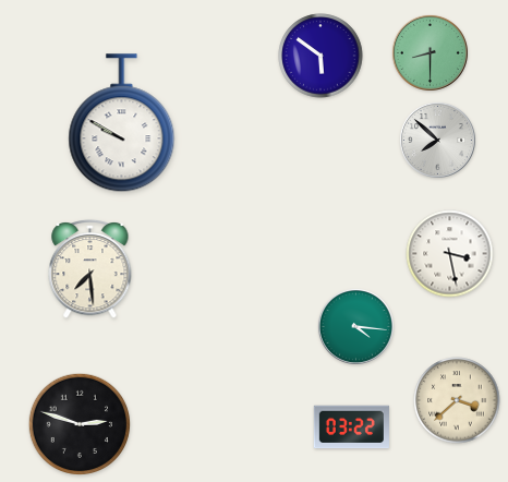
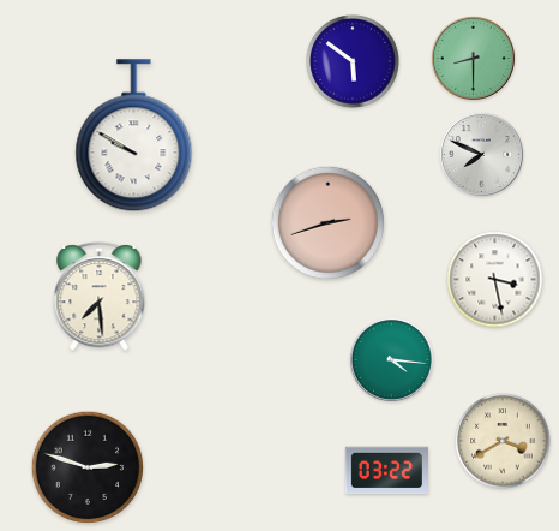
clock at (437, 140): 7:52 -> 7:49
clock at (327, 222): none -> 2:42
clock at (457, 400): 3:38 -> 3:40
